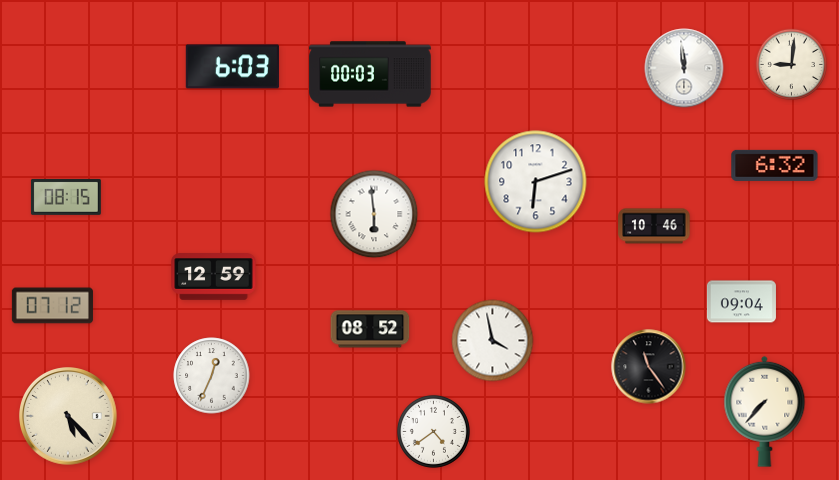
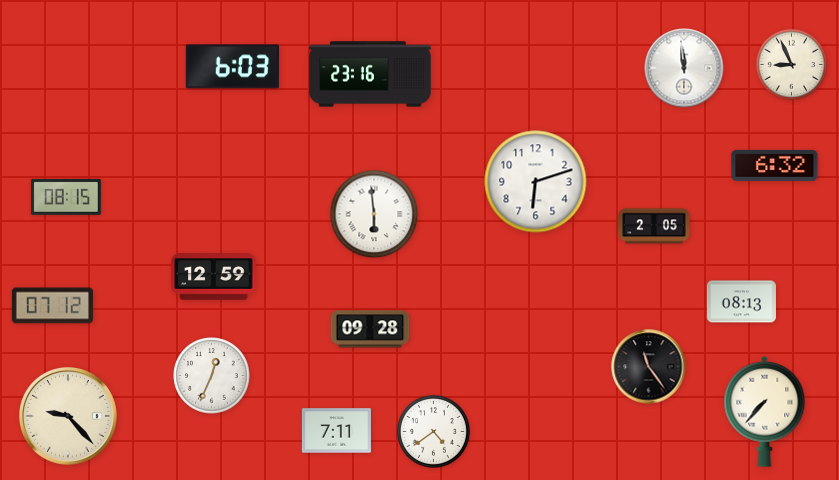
clock at (791, 64): 9:01 -> 8:56
clock at (370, 74): 00:03 -> 23:16
clock at (654, 226): 10:46 -> 2:05
clock at (741, 302): 09:04 -> 08:13
clock at (370, 329): 08:52 -> 09:28
clock at (493, 341): 3:58 -> none
clock at (69, 417): 5:23 -> 9:23
clock at (336, 431): none -> 7:11
